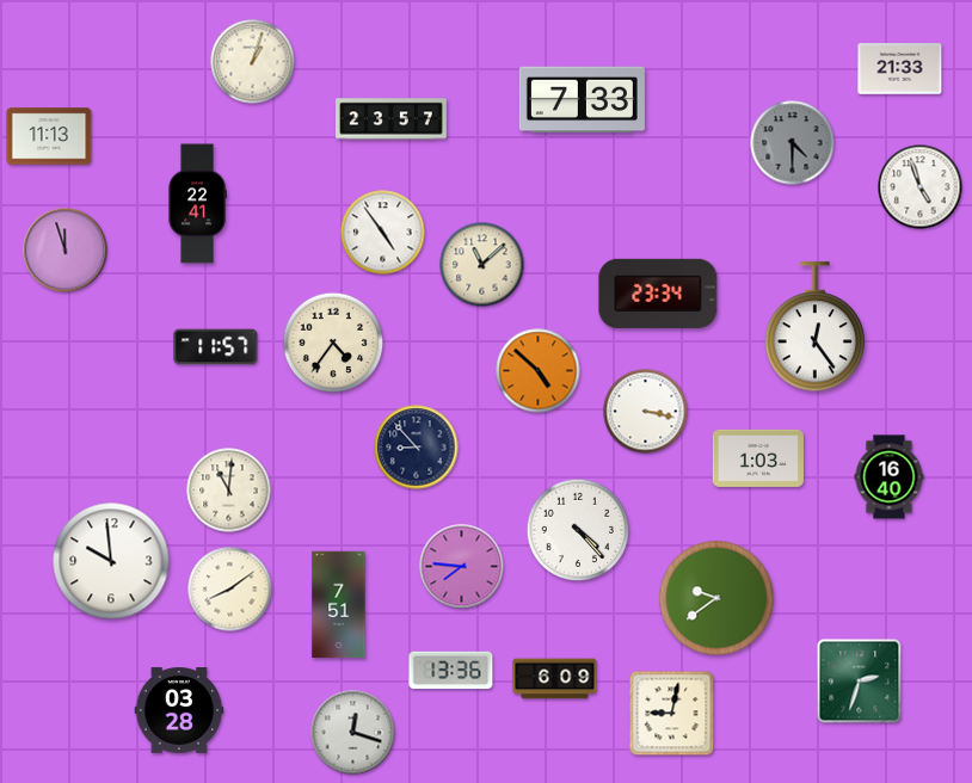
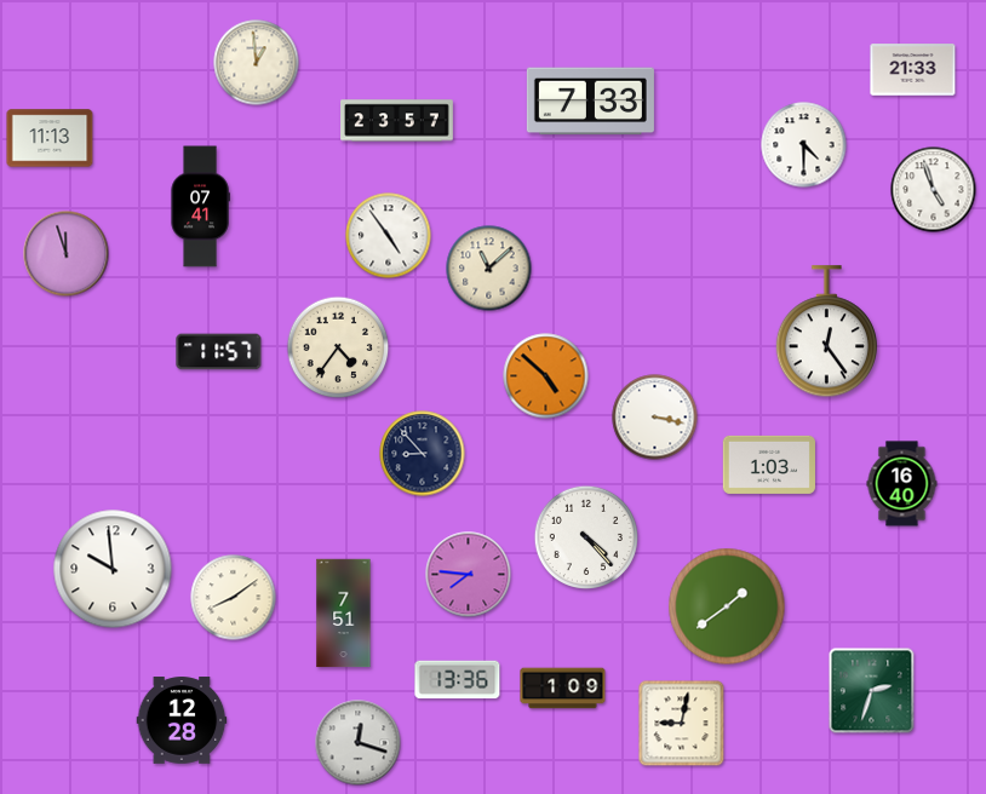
clock at (253, 62): 1:03 -> 12:59
clock at (793, 143) dial: grey -> white
clock at (197, 204): 22:41 -> 07:41
clock at (658, 294): 23:34 -> none
clock at (229, 491): 11:01 -> none
clock at (716, 598): 9:39 -> 1:39
clock at (555, 679): 6:09 -> 1:09
clock at (179, 710): 03:28 -> 12:28
